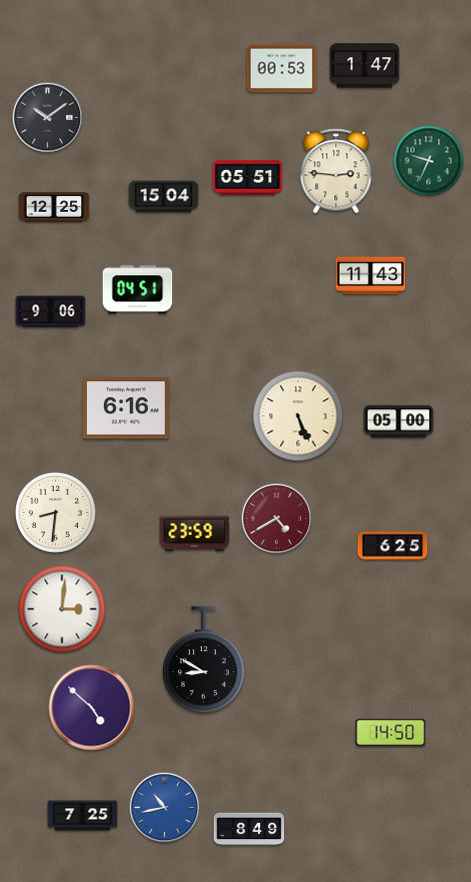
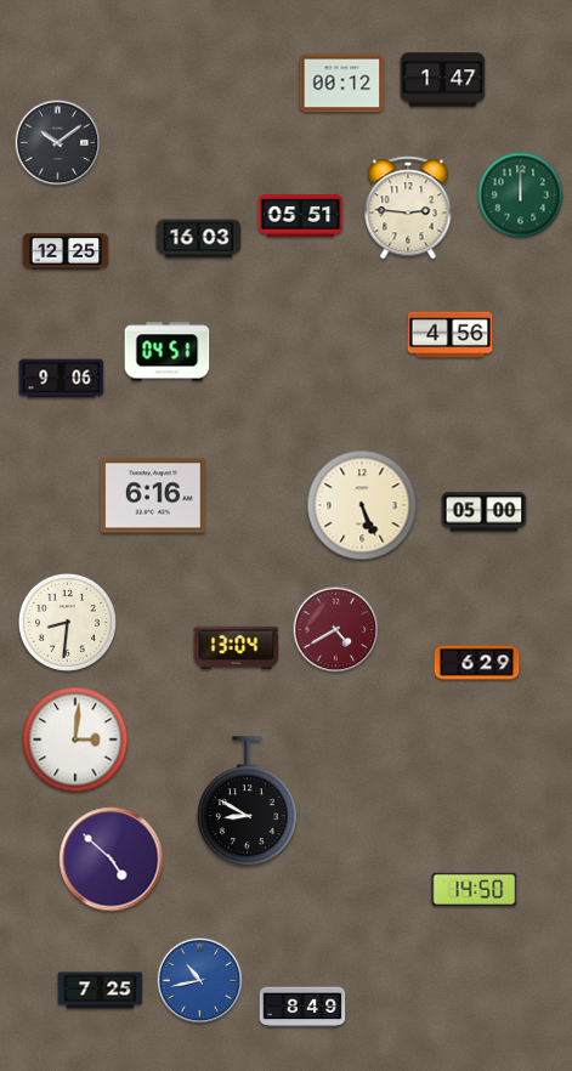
clock at (282, 69): 00:53 -> 00:12
clock at (429, 161): 9:34 -> 12:00
clock at (164, 197): 15:04 -> 16:03
clock at (371, 276): 11:43 -> 4:56
clock at (195, 534): 23:59 -> 13:04
clock at (393, 546): 6:25 -> 6:29
